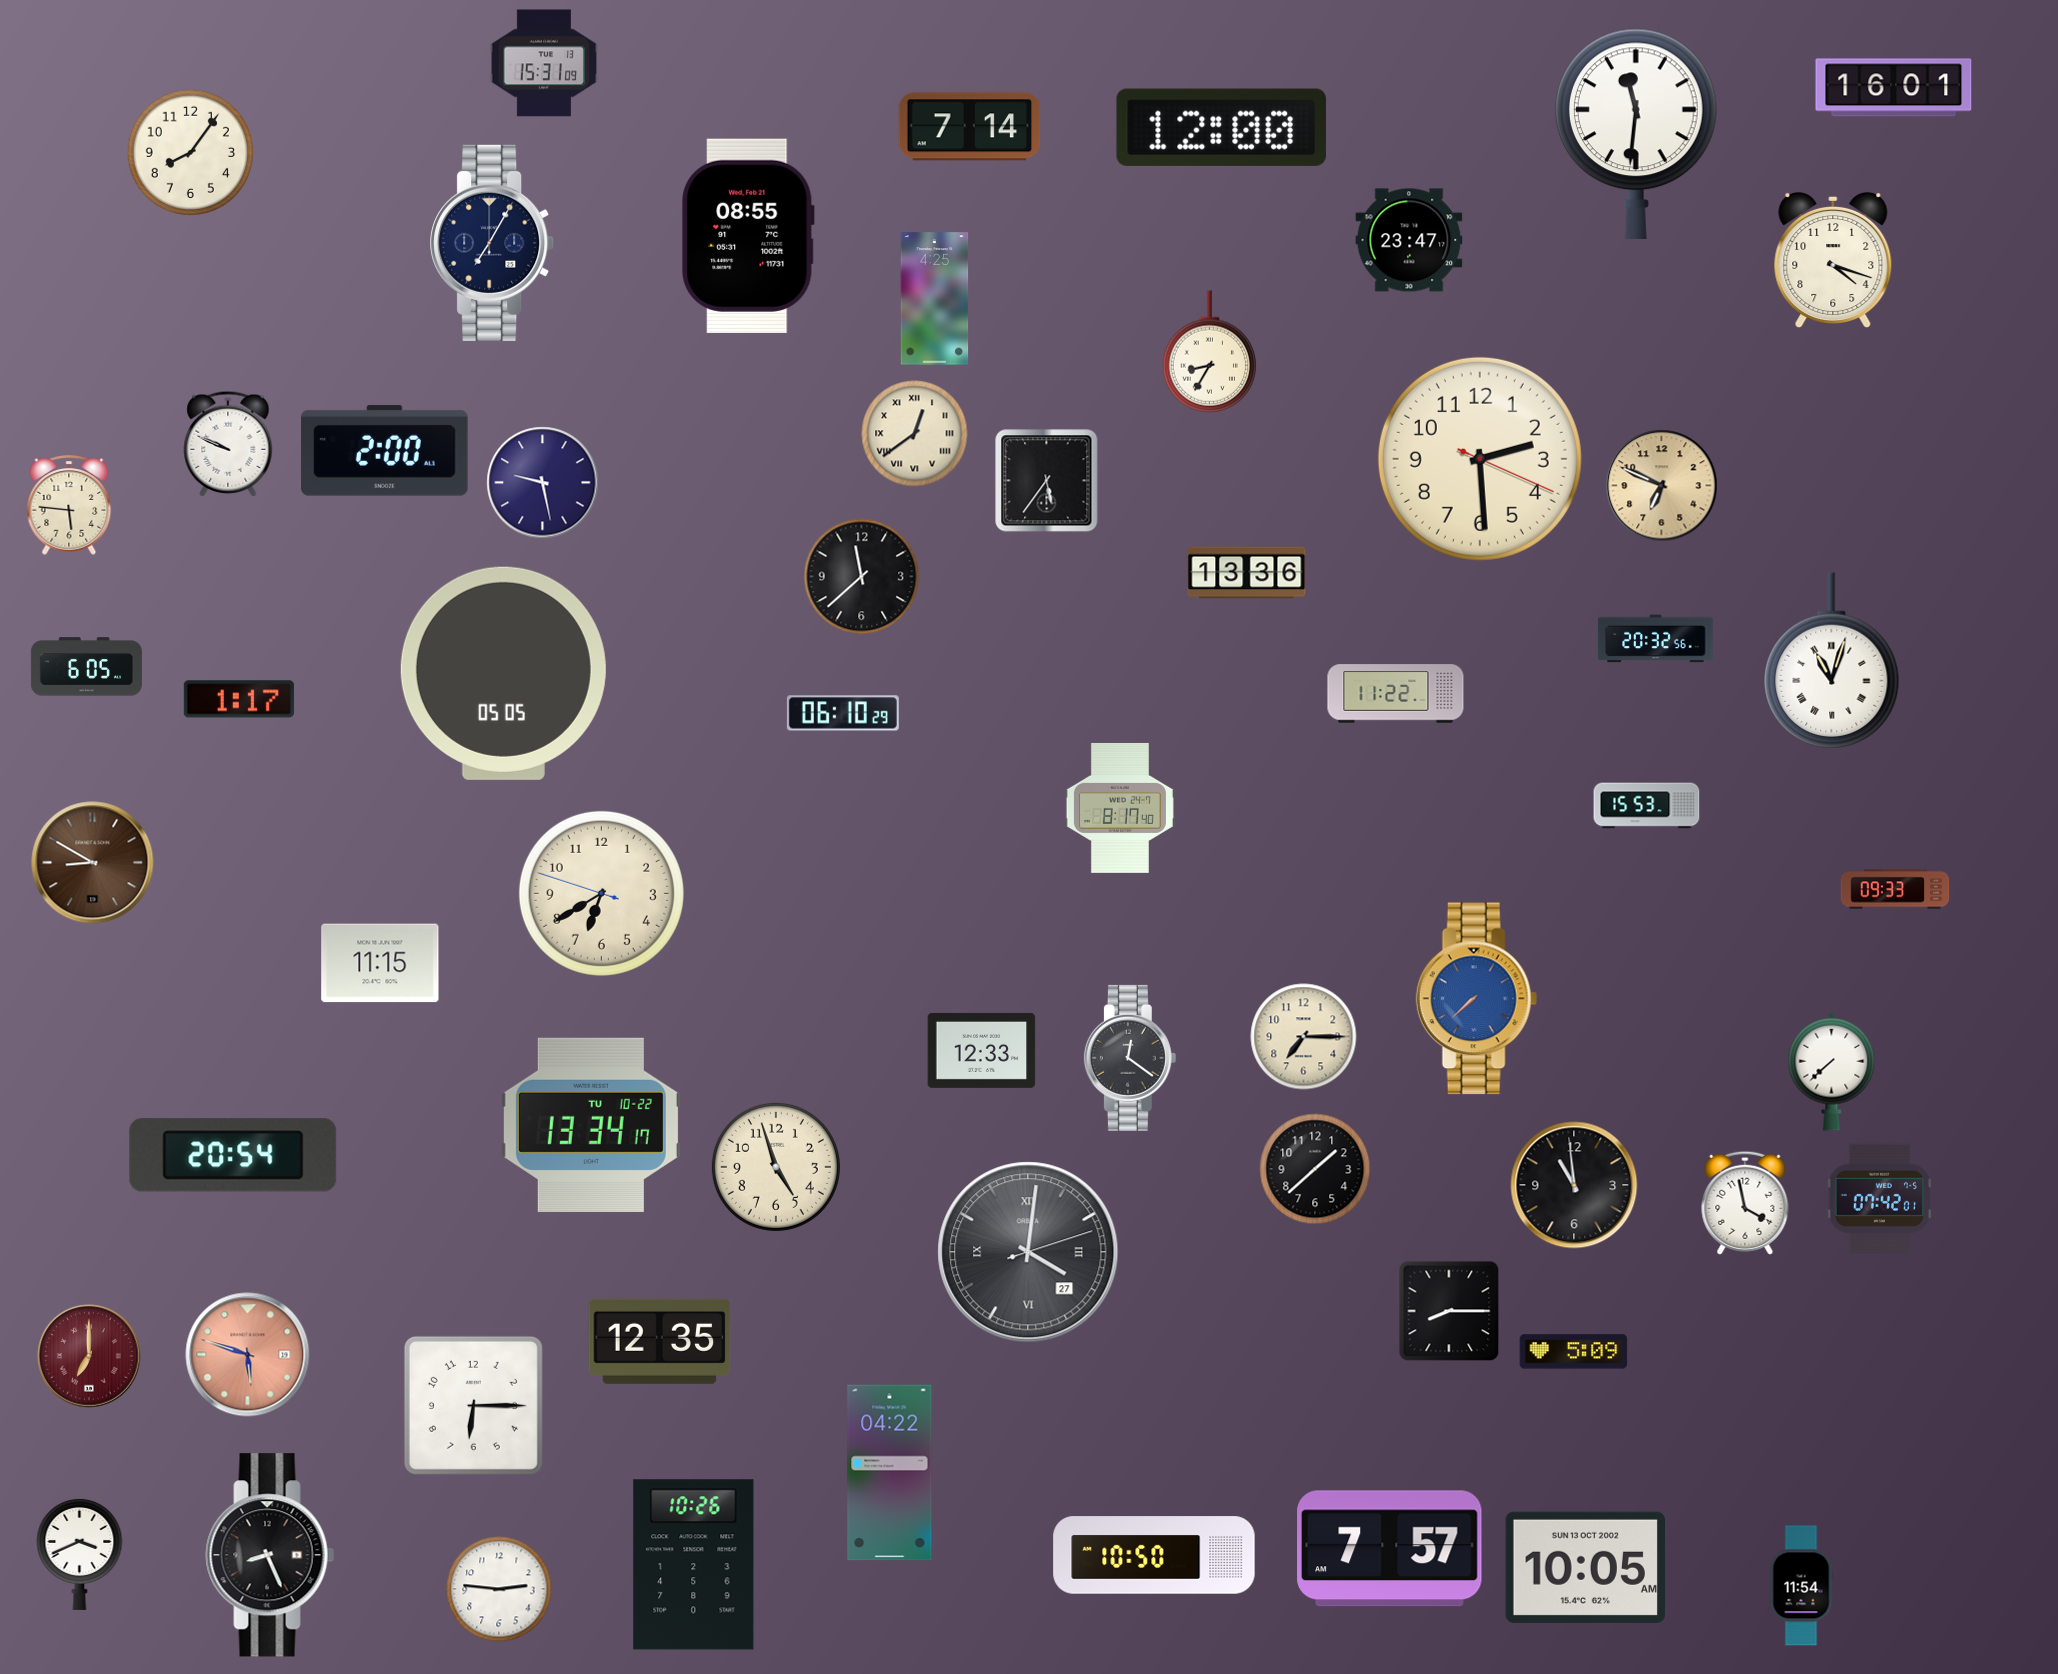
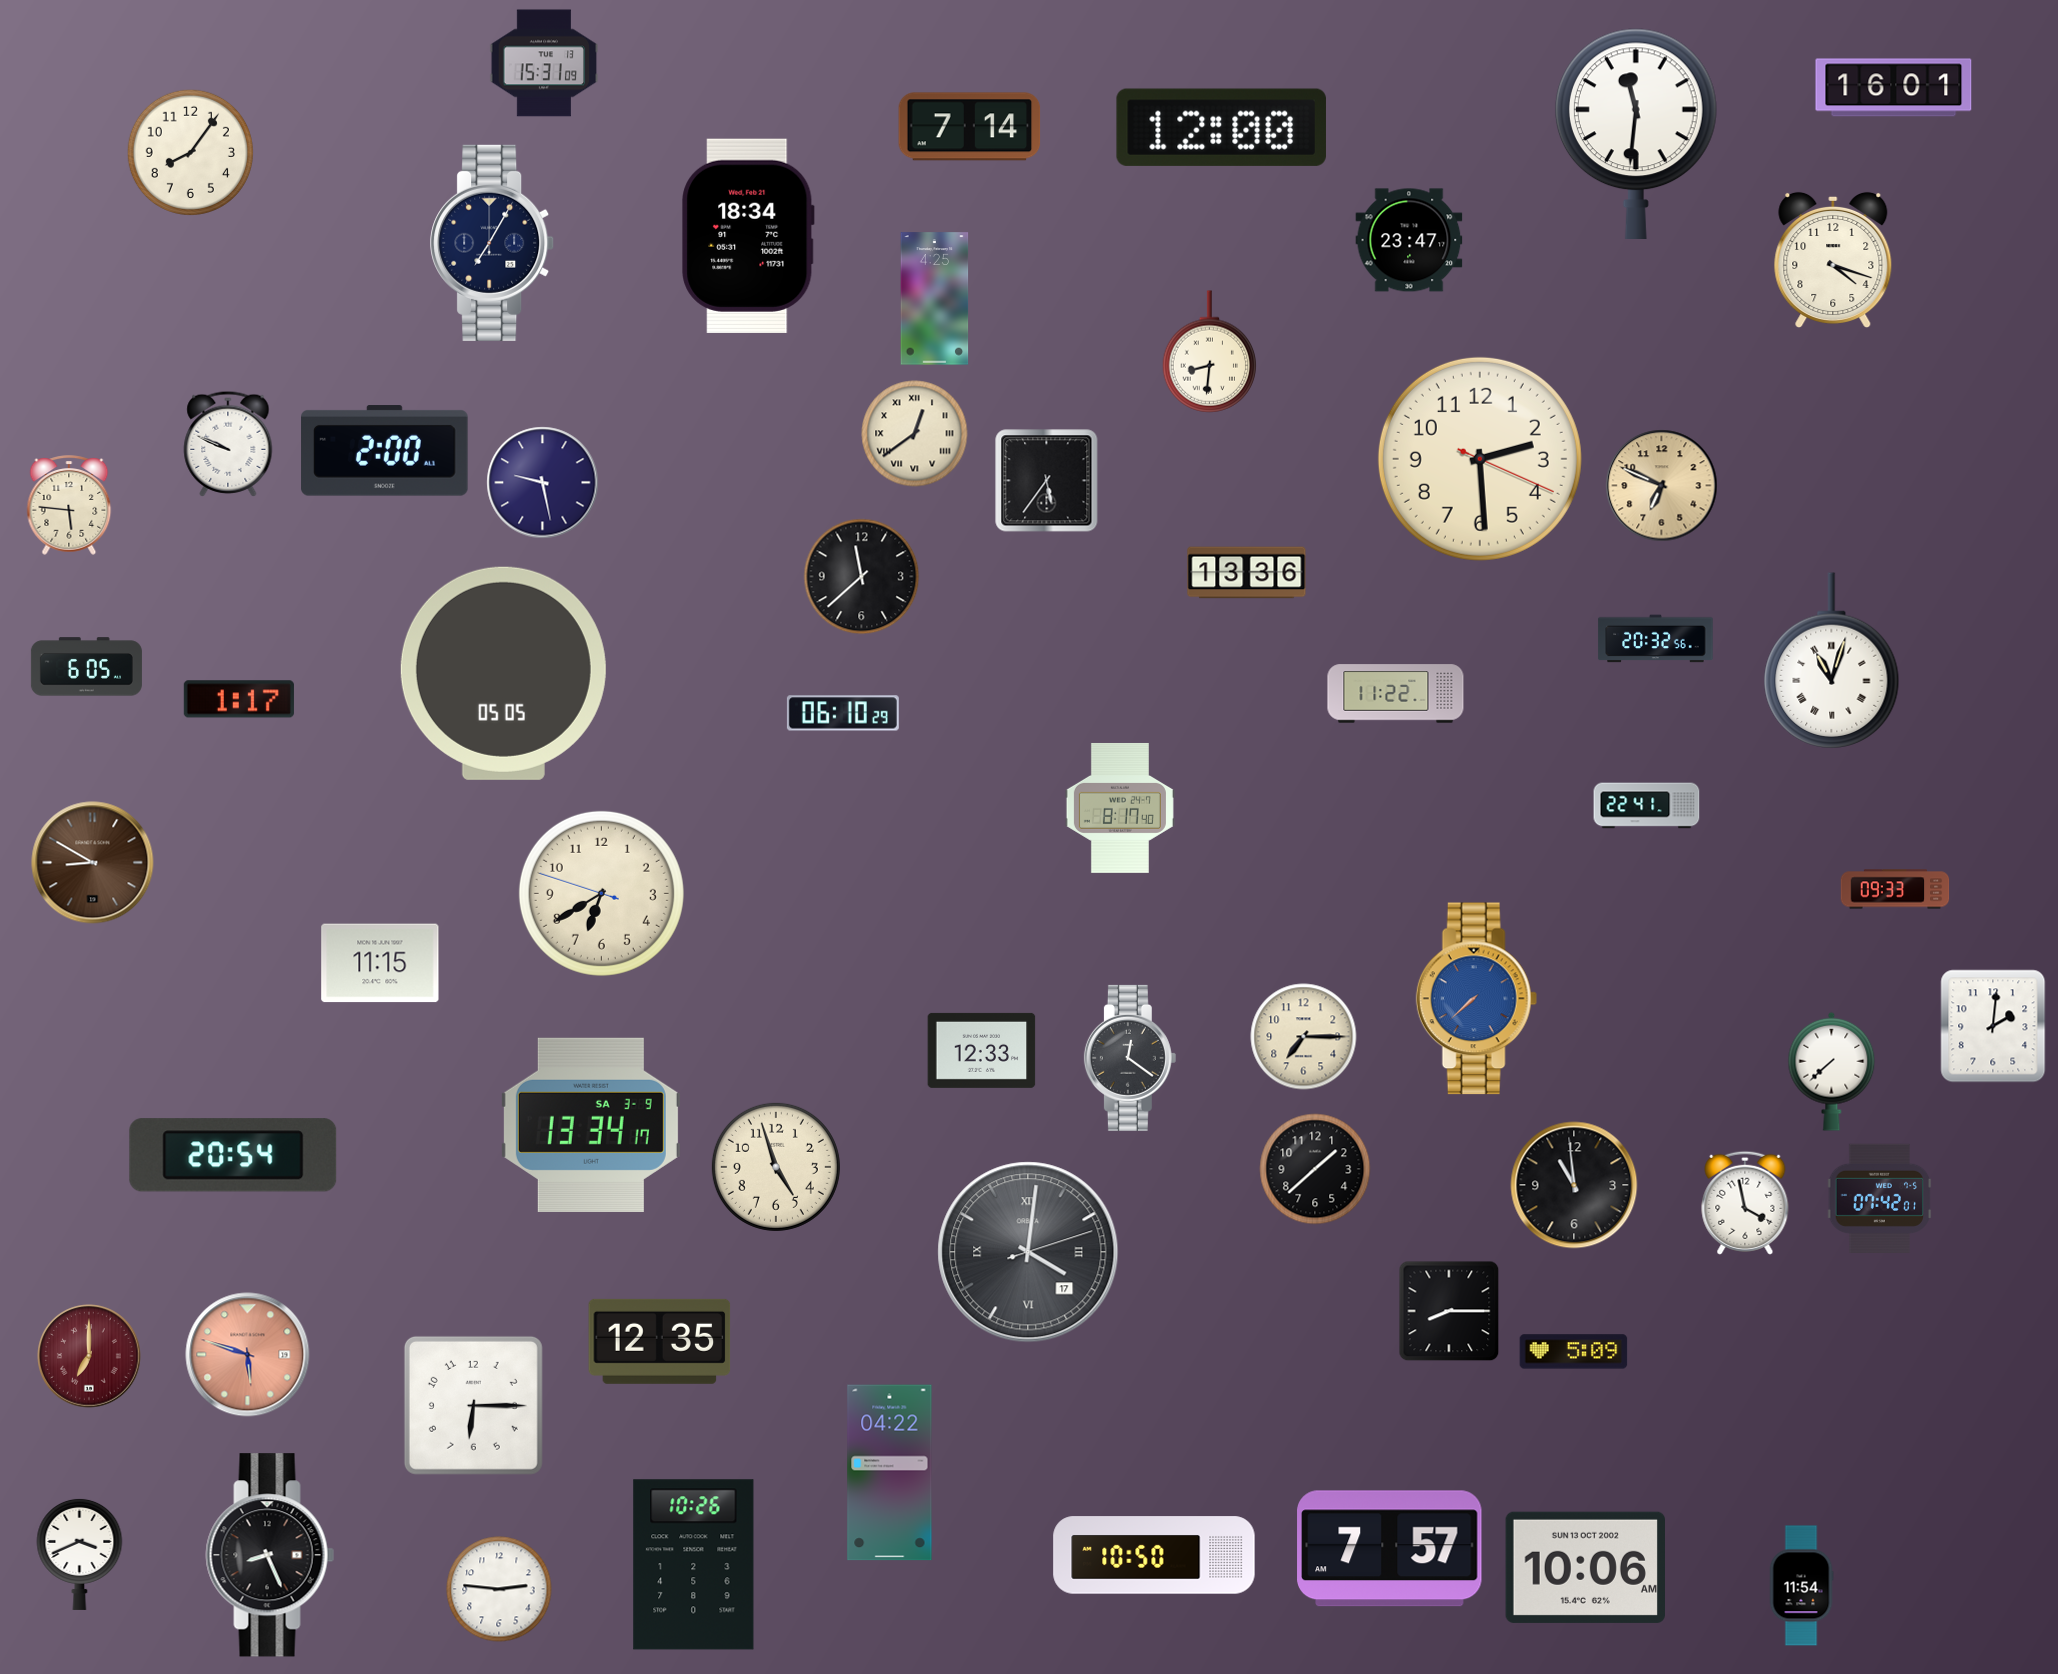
clock at (748, 236): 08:55 -> 18:34
clock at (1209, 352): 8:35 -> 8:31
clock at (1647, 806): 15:53 -> 22:41
clock at (1993, 1026): none -> 2:01
clock at (591, 1125) date: TU 10-22 -> SA 3-9
clock at (1028, 1252) date: 27 -> 17
clock at (1585, 1567): 10:05 -> 10:06
